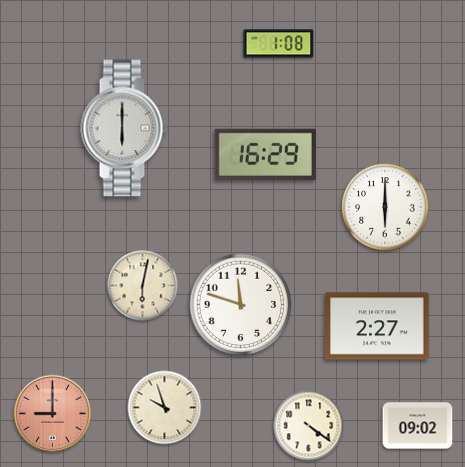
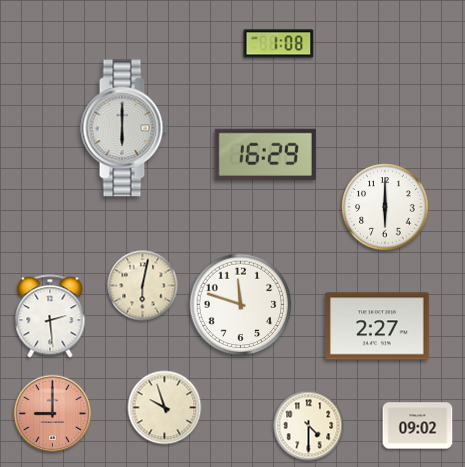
clock at (50, 316): none -> 2:29
clock at (309, 426): 4:21 -> 4:30
